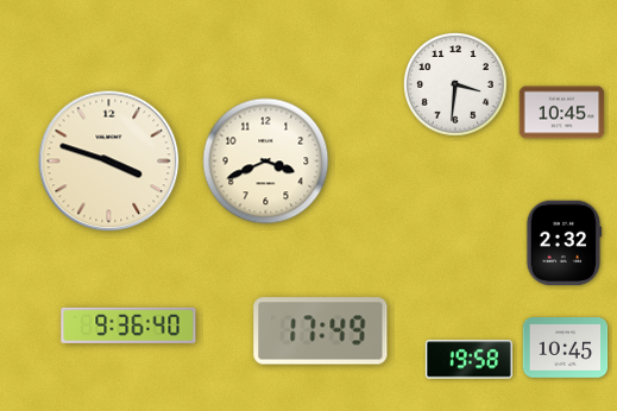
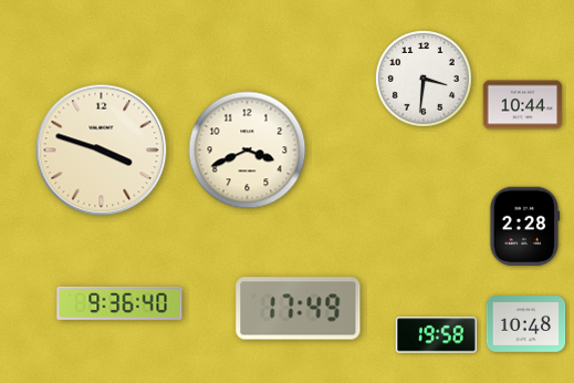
clock at (562, 113): 10:45 -> 10:44
clock at (564, 244): 2:32 -> 2:28
clock at (566, 348): 10:45 -> 10:48
